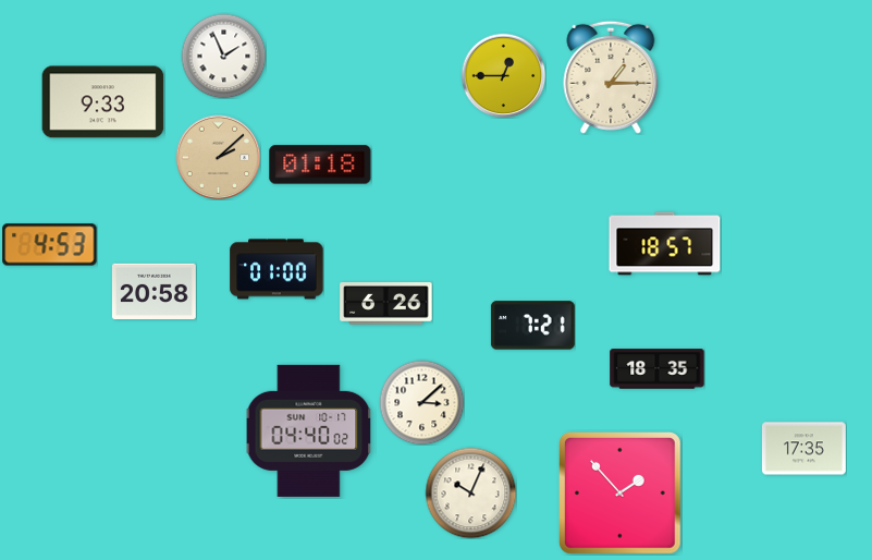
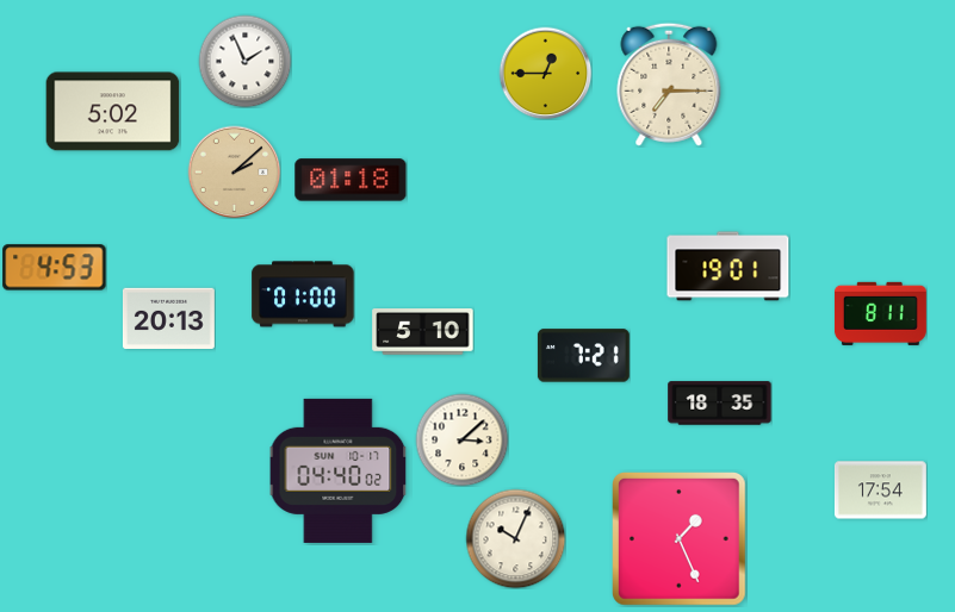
clock at (503, 75) position: (503, 75) -> (545, 73)
clock at (611, 77): 1:15 -> 7:15
clock at (103, 102): 9:33 -> 5:02
clock at (218, 157) position: (218, 157) -> (234, 171)
clock at (665, 244): 18:57 -> 19:01
clock at (880, 313): none -> 8:11
clock at (153, 291): 20:58 -> 20:13
clock at (386, 304): 6:26 -> 5:10
clock at (803, 449): 17:35 -> 17:54
clock at (621, 494): 1:53 -> 1:26
